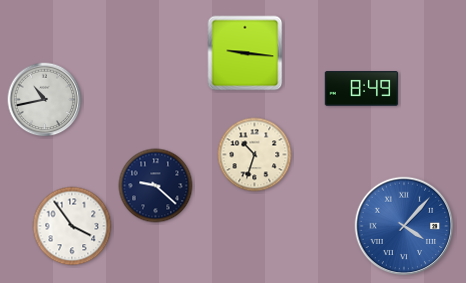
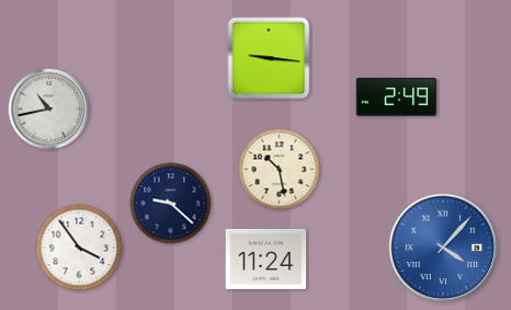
clock at (362, 89): 8:49 -> 2:49
clock at (255, 155): 10:33 -> 10:28
clock at (266, 259): none -> 11:24
